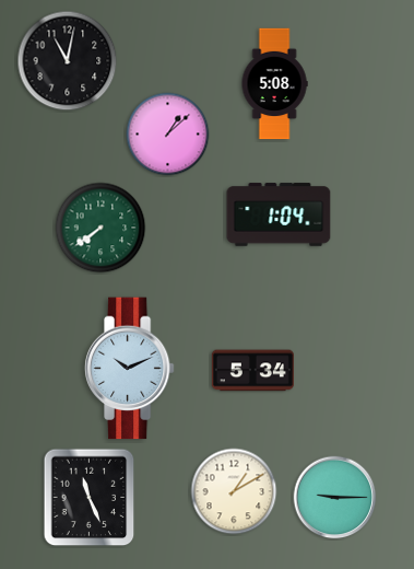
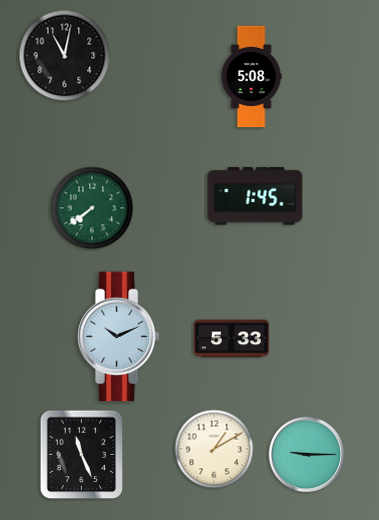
clock at (68, 61) position: (68, 61) -> (65, 56)
clock at (168, 135): 1:08 -> none
clock at (279, 214): 1:04 -> 1:45
clock at (252, 371): 5:34 -> 5:33
